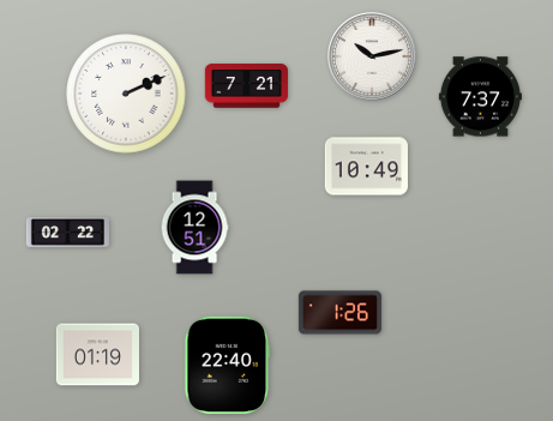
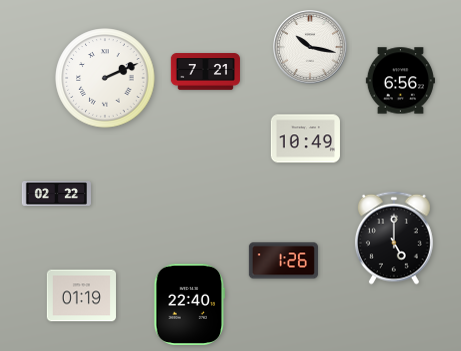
clock at (372, 56): 10:13 -> 10:17
clock at (480, 97): 7:37 -> 6:56
clock at (194, 228): 12:51 -> none
clock at (394, 238): none -> 5:00
